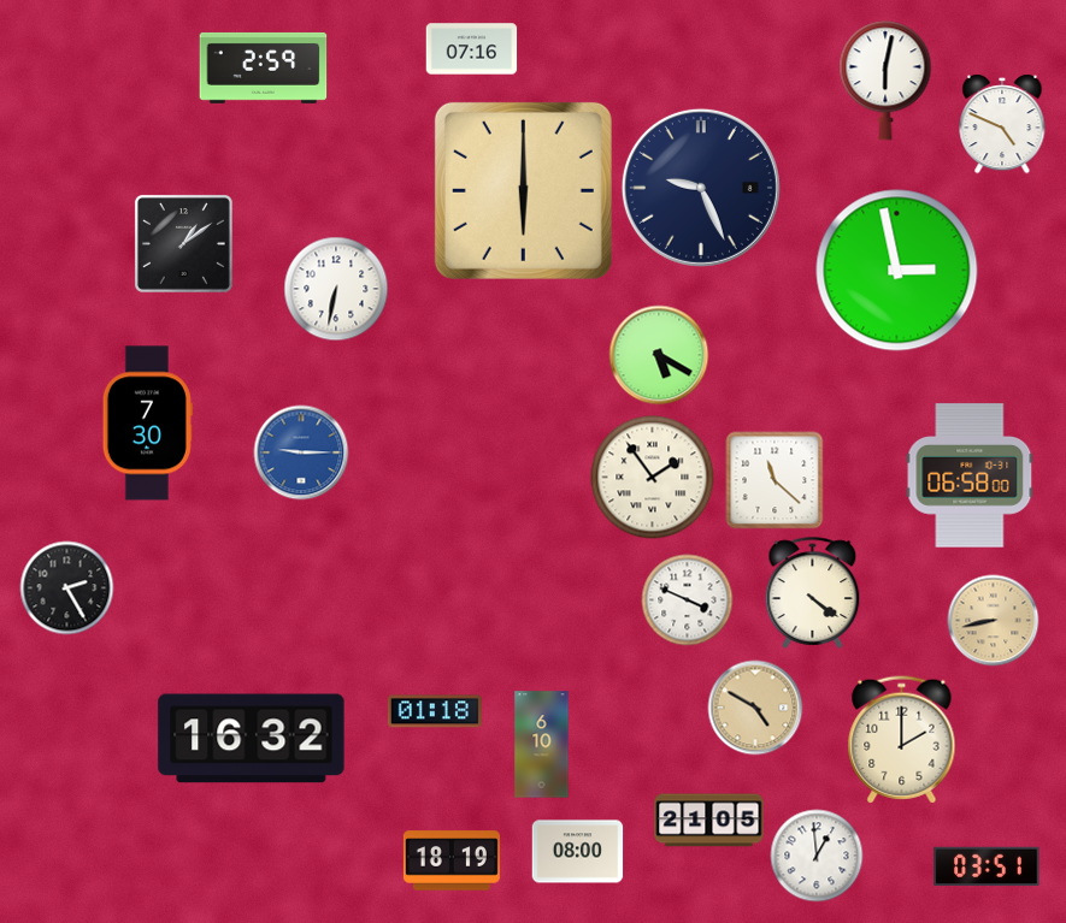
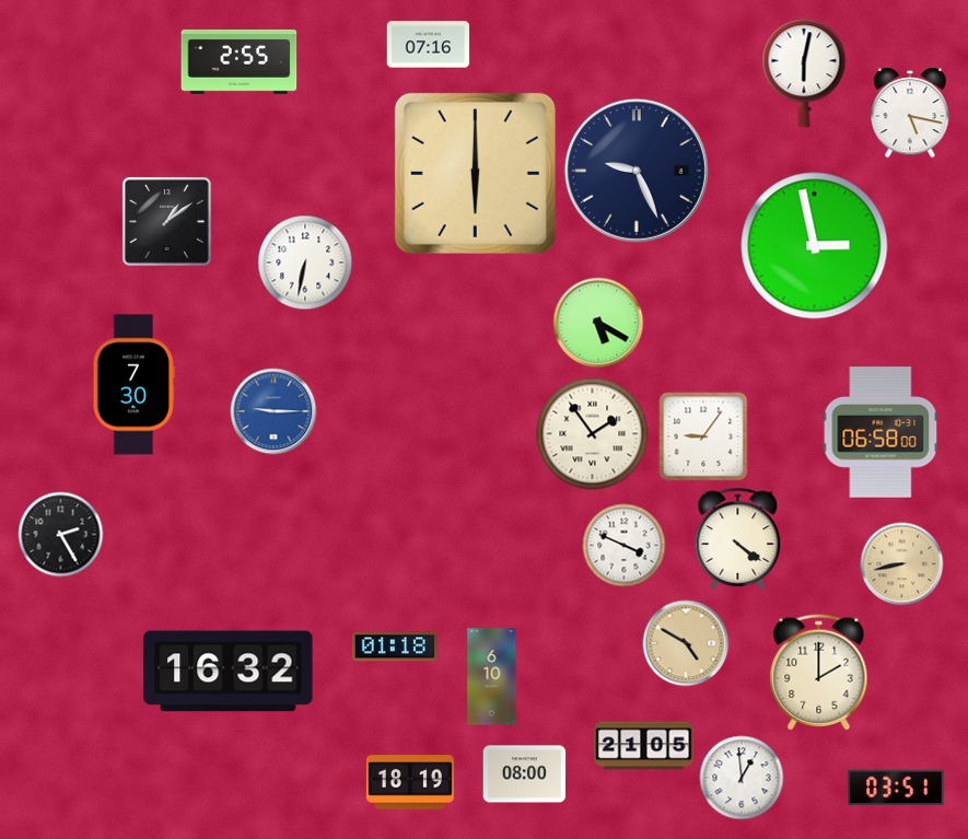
clock at (264, 67): 2:59 -> 2:55
clock at (1002, 124): 4:49 -> 5:17
clock at (775, 480): 11:22 -> 9:06
